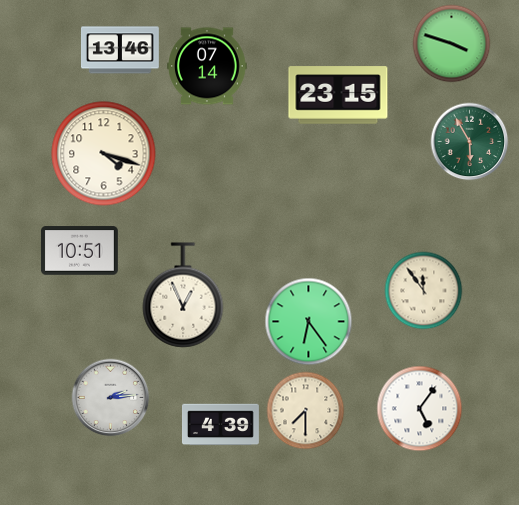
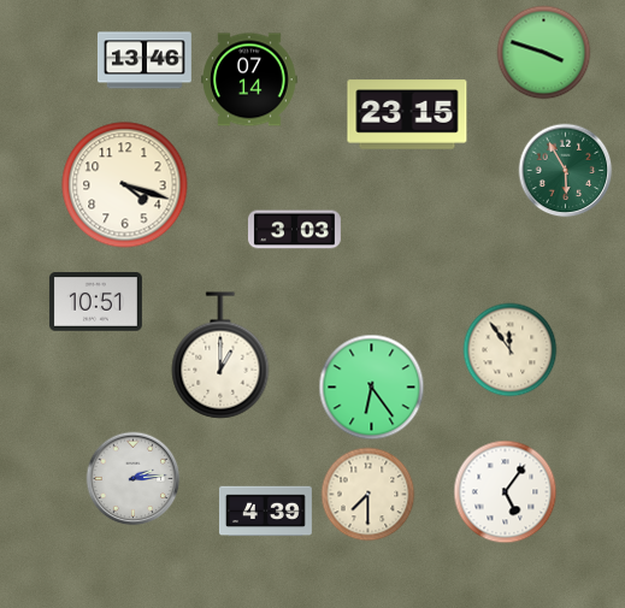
clock at (294, 230): none -> 3:03
clock at (183, 295): 12:56 -> 1:00
